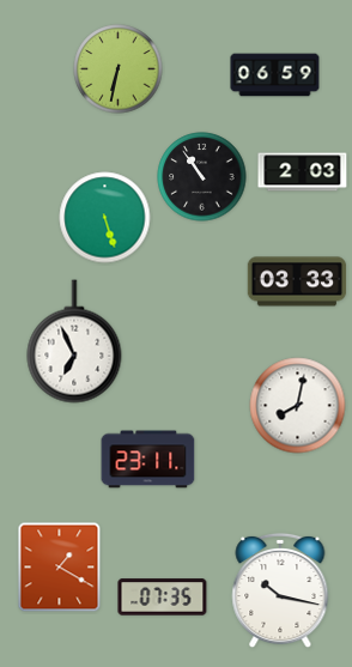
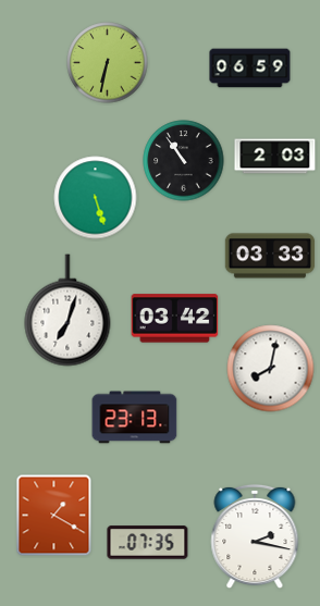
clock at (74, 341): 6:56 -> 7:03
clock at (175, 319): none -> 03:42
clock at (148, 460): 23:11 -> 23:13
clock at (280, 590): 10:17 -> 2:17
